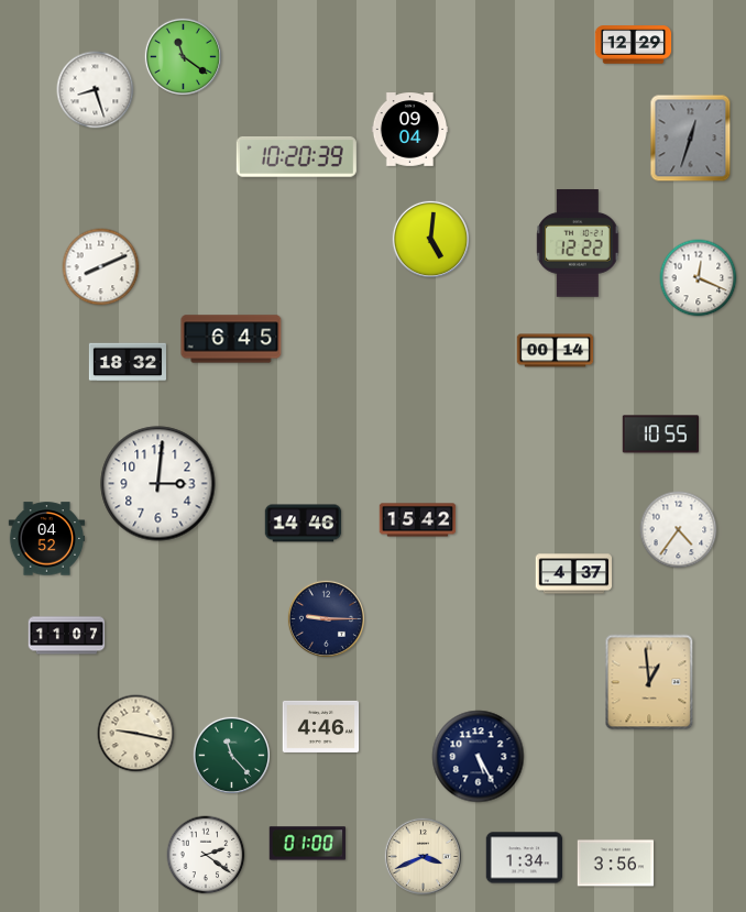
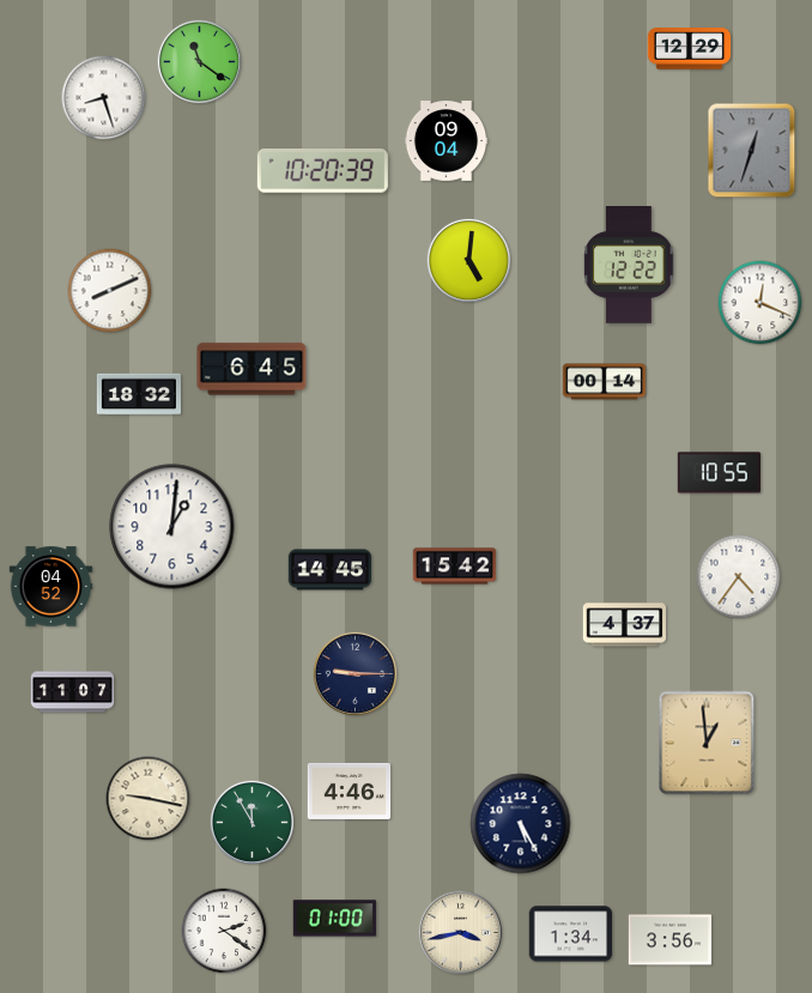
clock at (158, 484): 3:01 -> 1:01
clock at (304, 524): 14:46 -> 14:45
clock at (231, 755): 11:23 -> 11:55
clock at (423, 856): 3:41 -> 3:43
